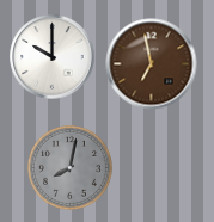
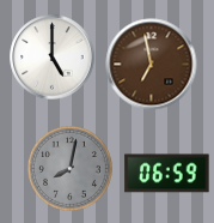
clock at (53, 57): 10:00 -> 5:00
clock at (167, 174): none -> 06:59
